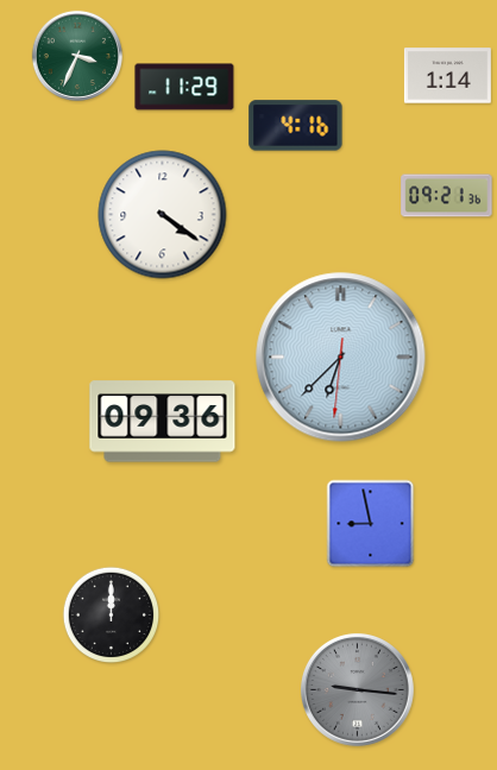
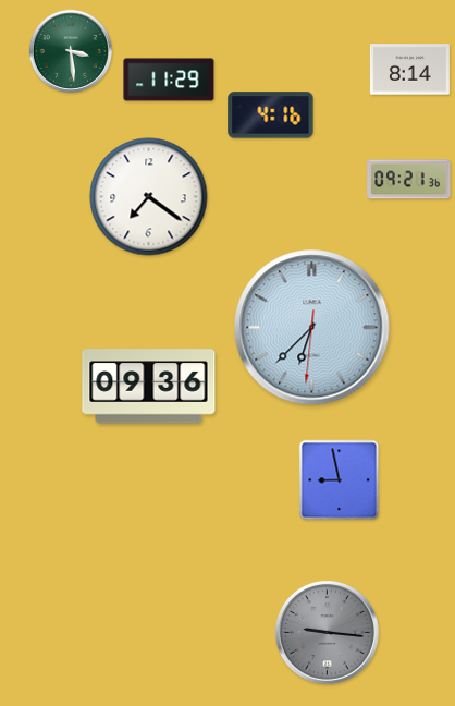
clock at (77, 56): 3:34 -> 3:29
clock at (447, 76): 1:14 -> 8:14
clock at (163, 215): 4:21 -> 7:21
clock at (112, 616): 12:00 -> none
